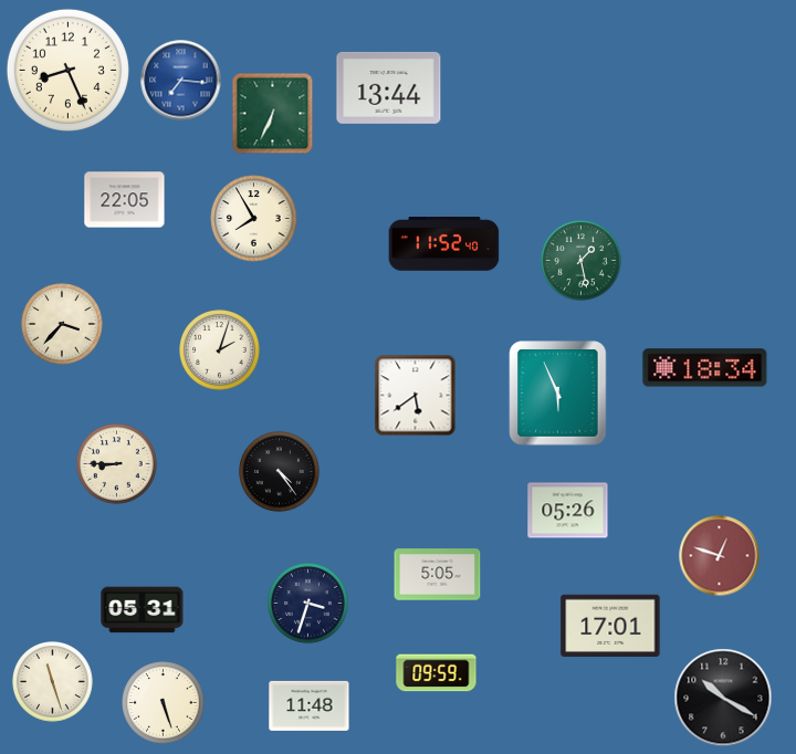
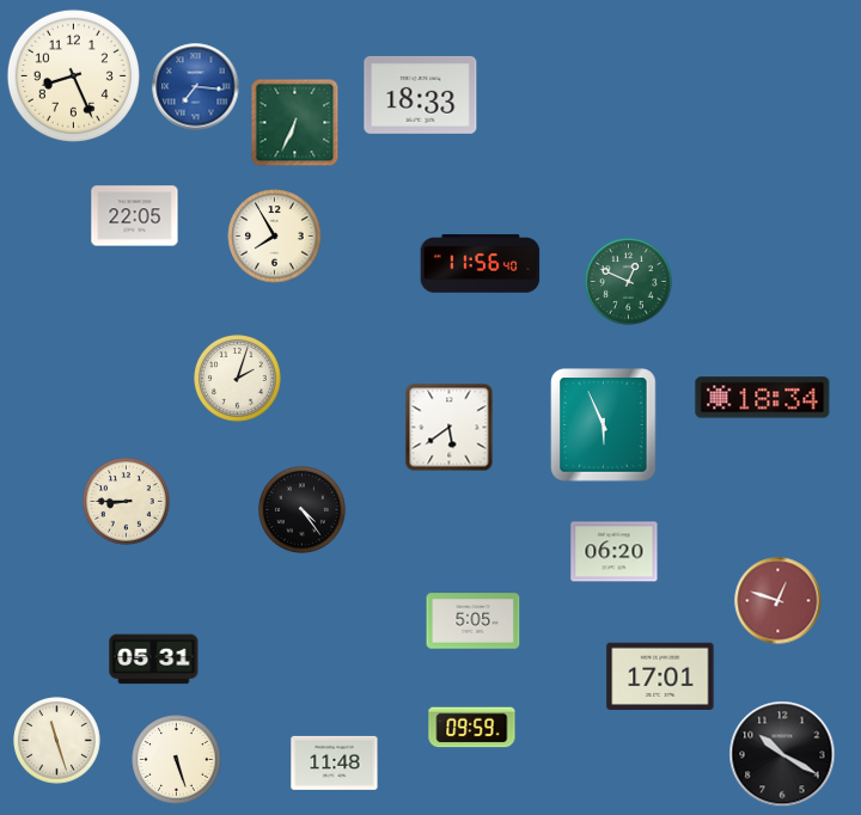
clock at (389, 87): 13:44 -> 18:33
clock at (444, 244): 11:52 -> 11:56
clock at (582, 261): 1:28 -> 12:49
clock at (62, 324): 3:37 -> none
clock at (568, 511): 05:26 -> 06:20
clock at (308, 604): 3:33 -> none
clock at (53, 682) position: (53, 682) -> (57, 741)
